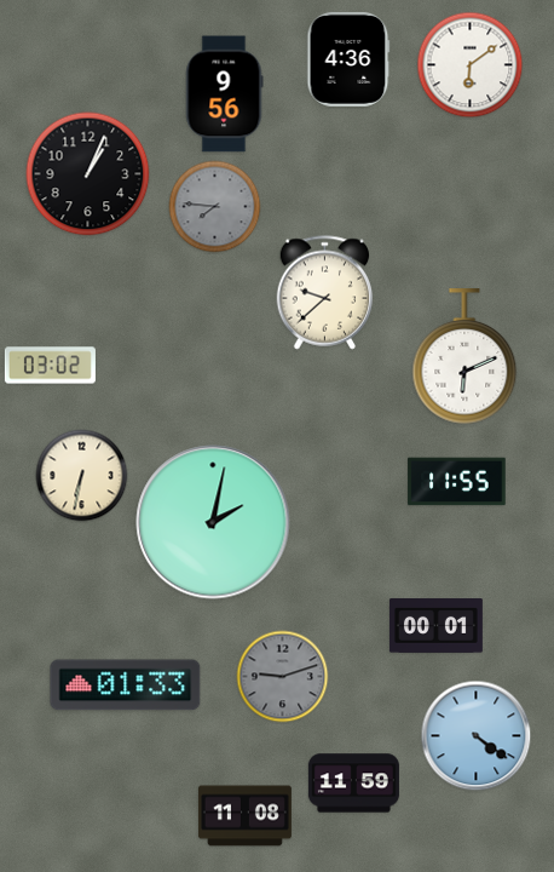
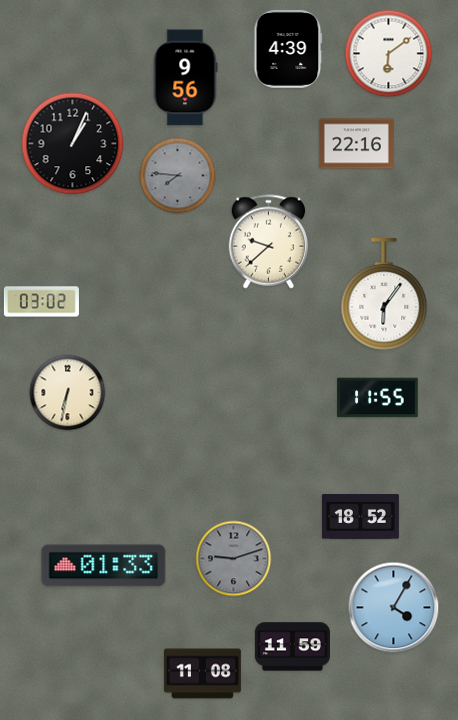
clock at (348, 59): 4:36 -> 4:39
clock at (356, 144): none -> 22:16
clock at (215, 207) position: (215, 207) -> (178, 176)
clock at (464, 357): 6:11 -> 6:06
clock at (213, 522): 2:02 -> none
clock at (435, 626): 00:01 -> 18:52
clock at (477, 736): 4:21 -> 4:05
